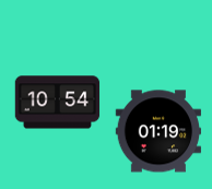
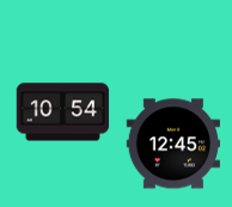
clock at (157, 131): 01:19 -> 12:45
